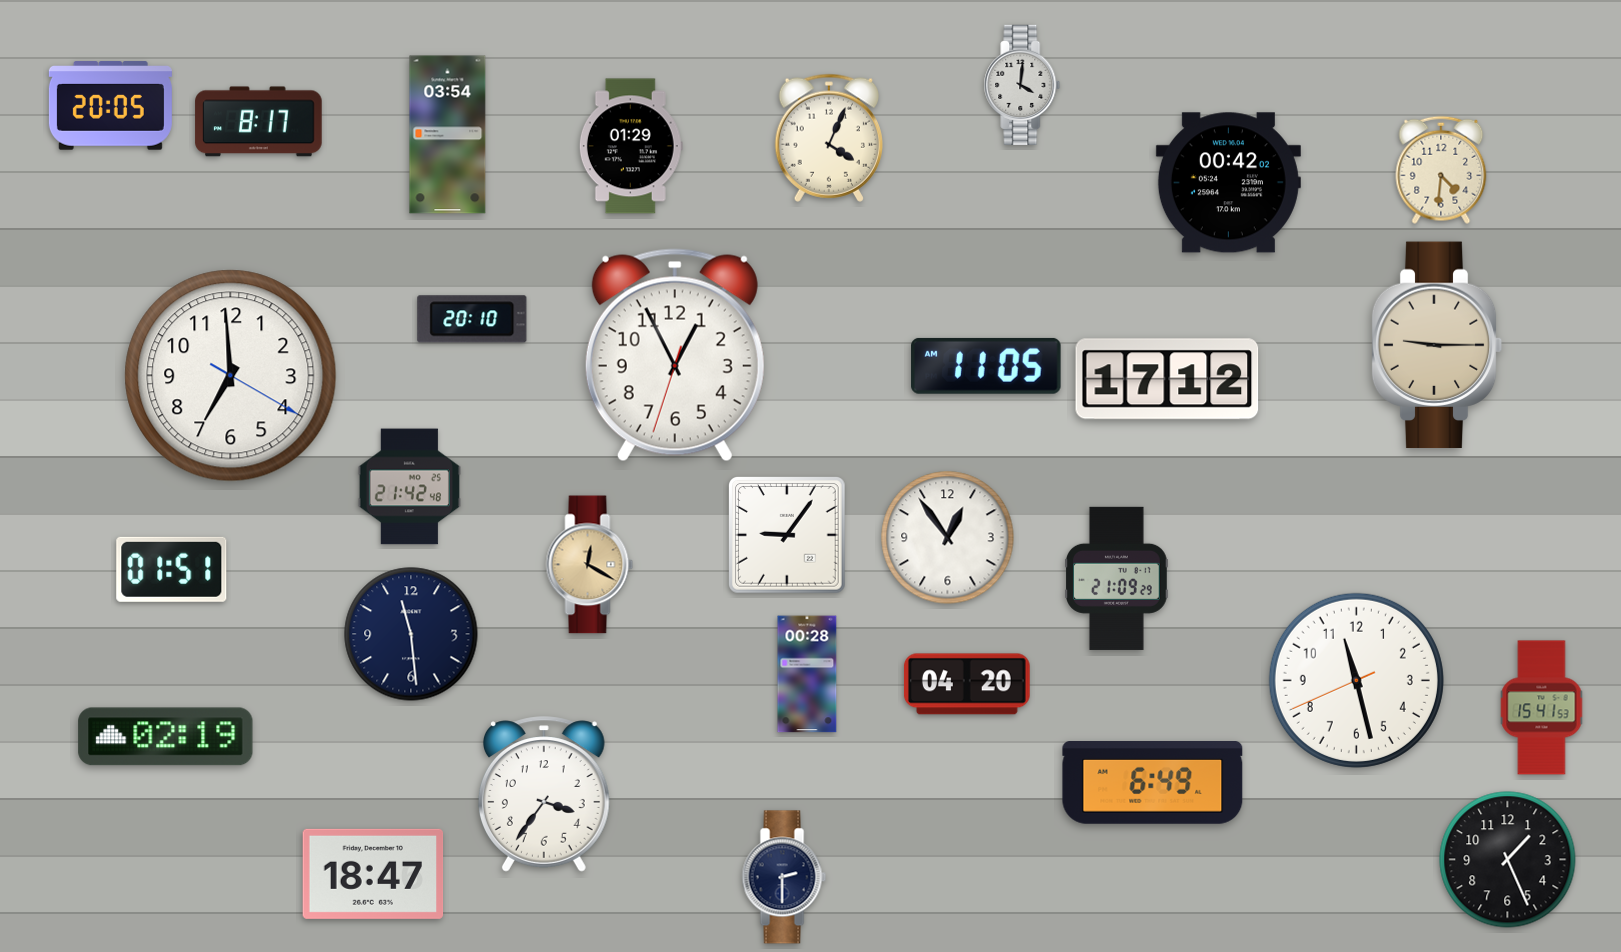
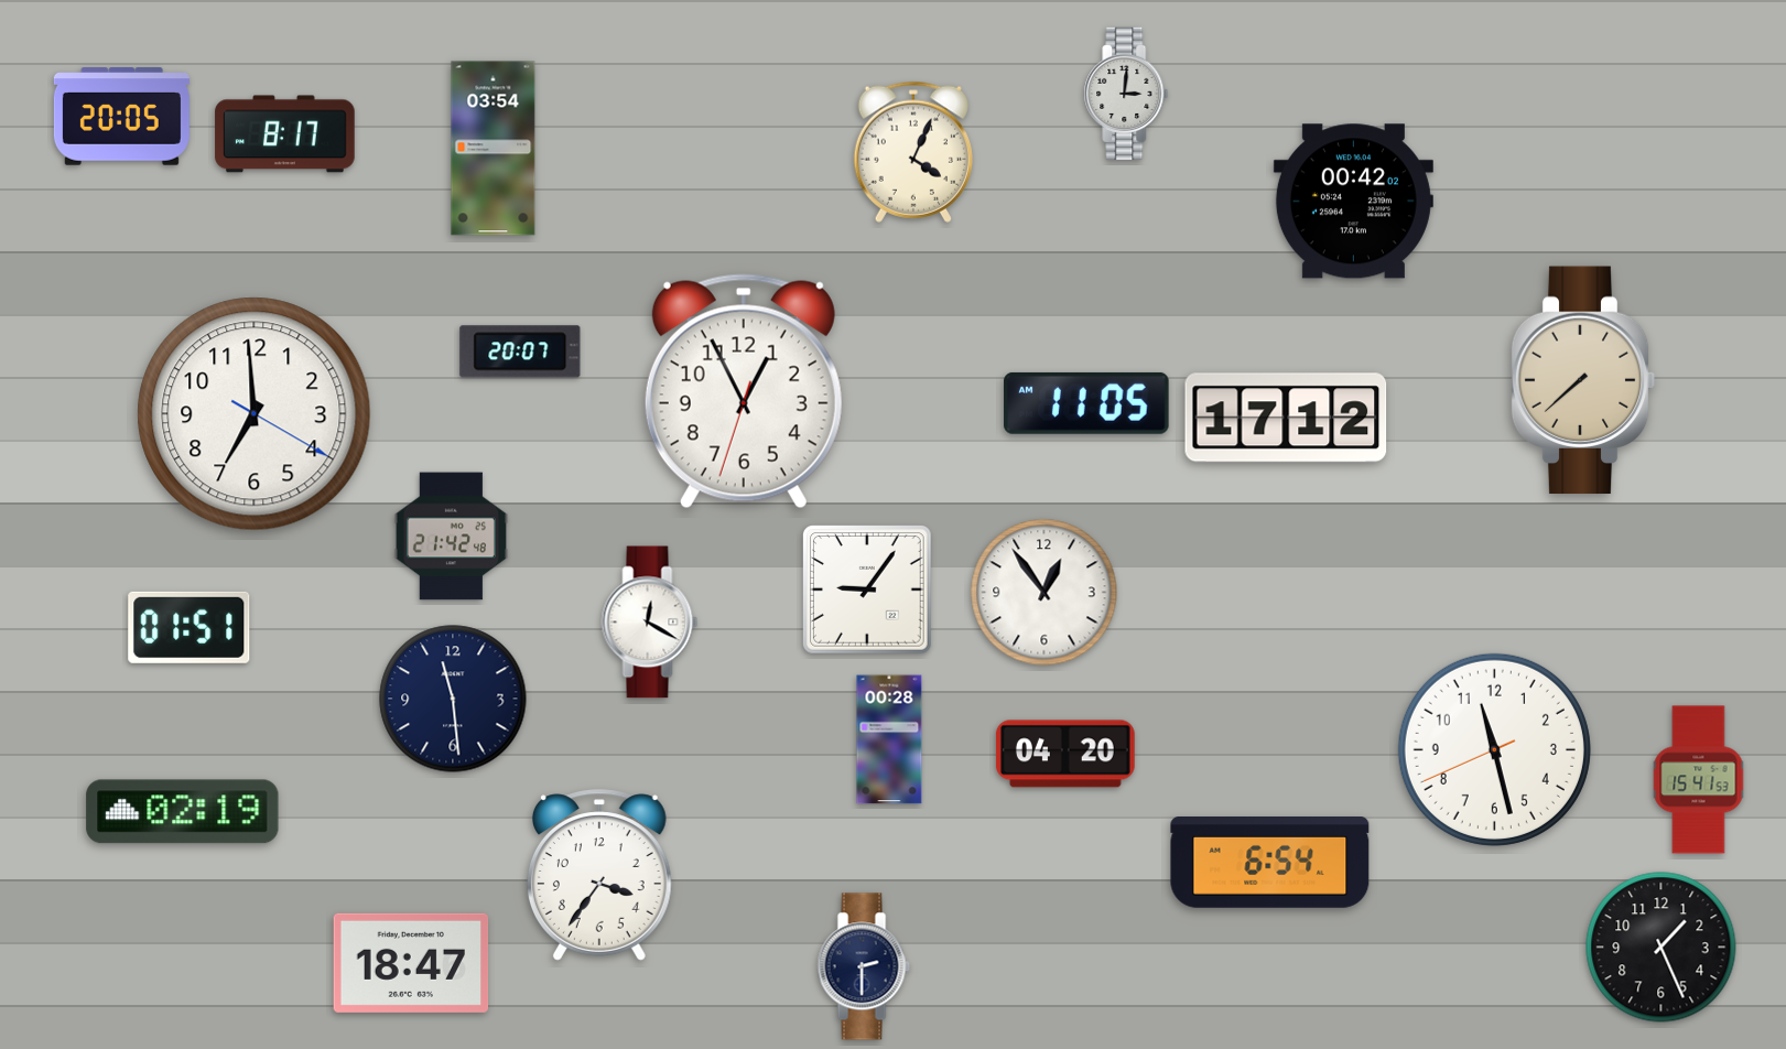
clock at (1022, 84): 4:01 -> 3:01
clock at (631, 146): 01:29 -> none
clock at (1441, 170): 4:31 -> none
clock at (472, 319): 20:10 -> 20:07
clock at (1437, 345): 9:15 -> 7:38
clock at (590, 565) dial: champagne -> white
clock at (1117, 578): 21:09 -> none
clock at (807, 674) position: (807, 674) -> (889, 739)
clock at (1153, 783): 6:49 -> 6:54
